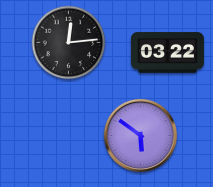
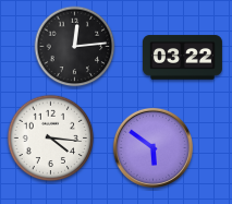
clock at (51, 139): none -> 4:16
